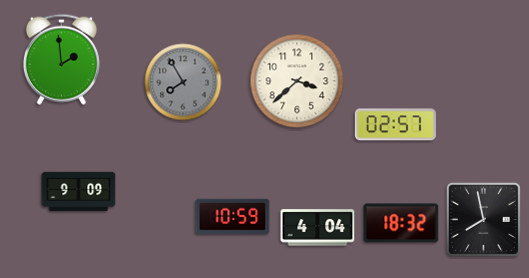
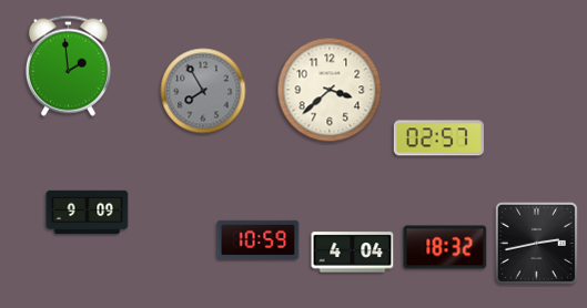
clock at (483, 219): 7:58 -> 2:43
